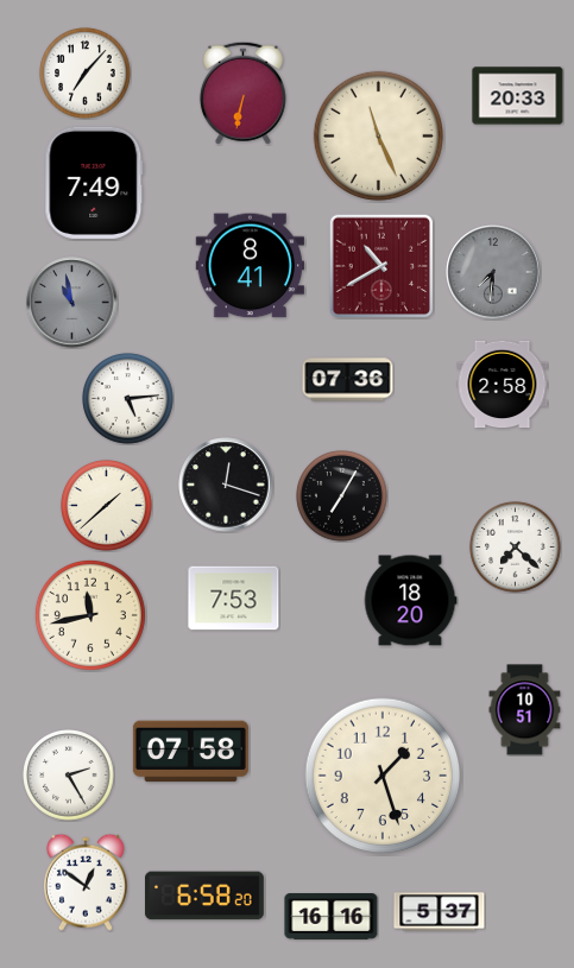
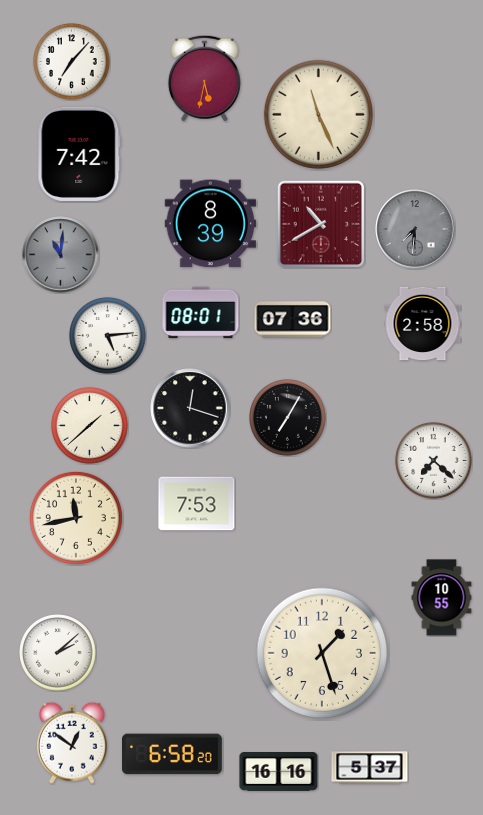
clock at (242, 93): 6:32 -> 5:32
clock at (518, 96): 20:33 -> none
clock at (94, 183): 7:49 -> 7:42
clock at (251, 266): 8:41 -> 8:39
clock at (72, 303): 10:58 -> 11:01
clock at (201, 313): none -> 08:01
clock at (410, 601): 18:20 -> none
clock at (525, 710): 10:51 -> 10:55
clock at (190, 752): 07:58 -> none
clock at (69, 776): 2:25 -> 2:08
